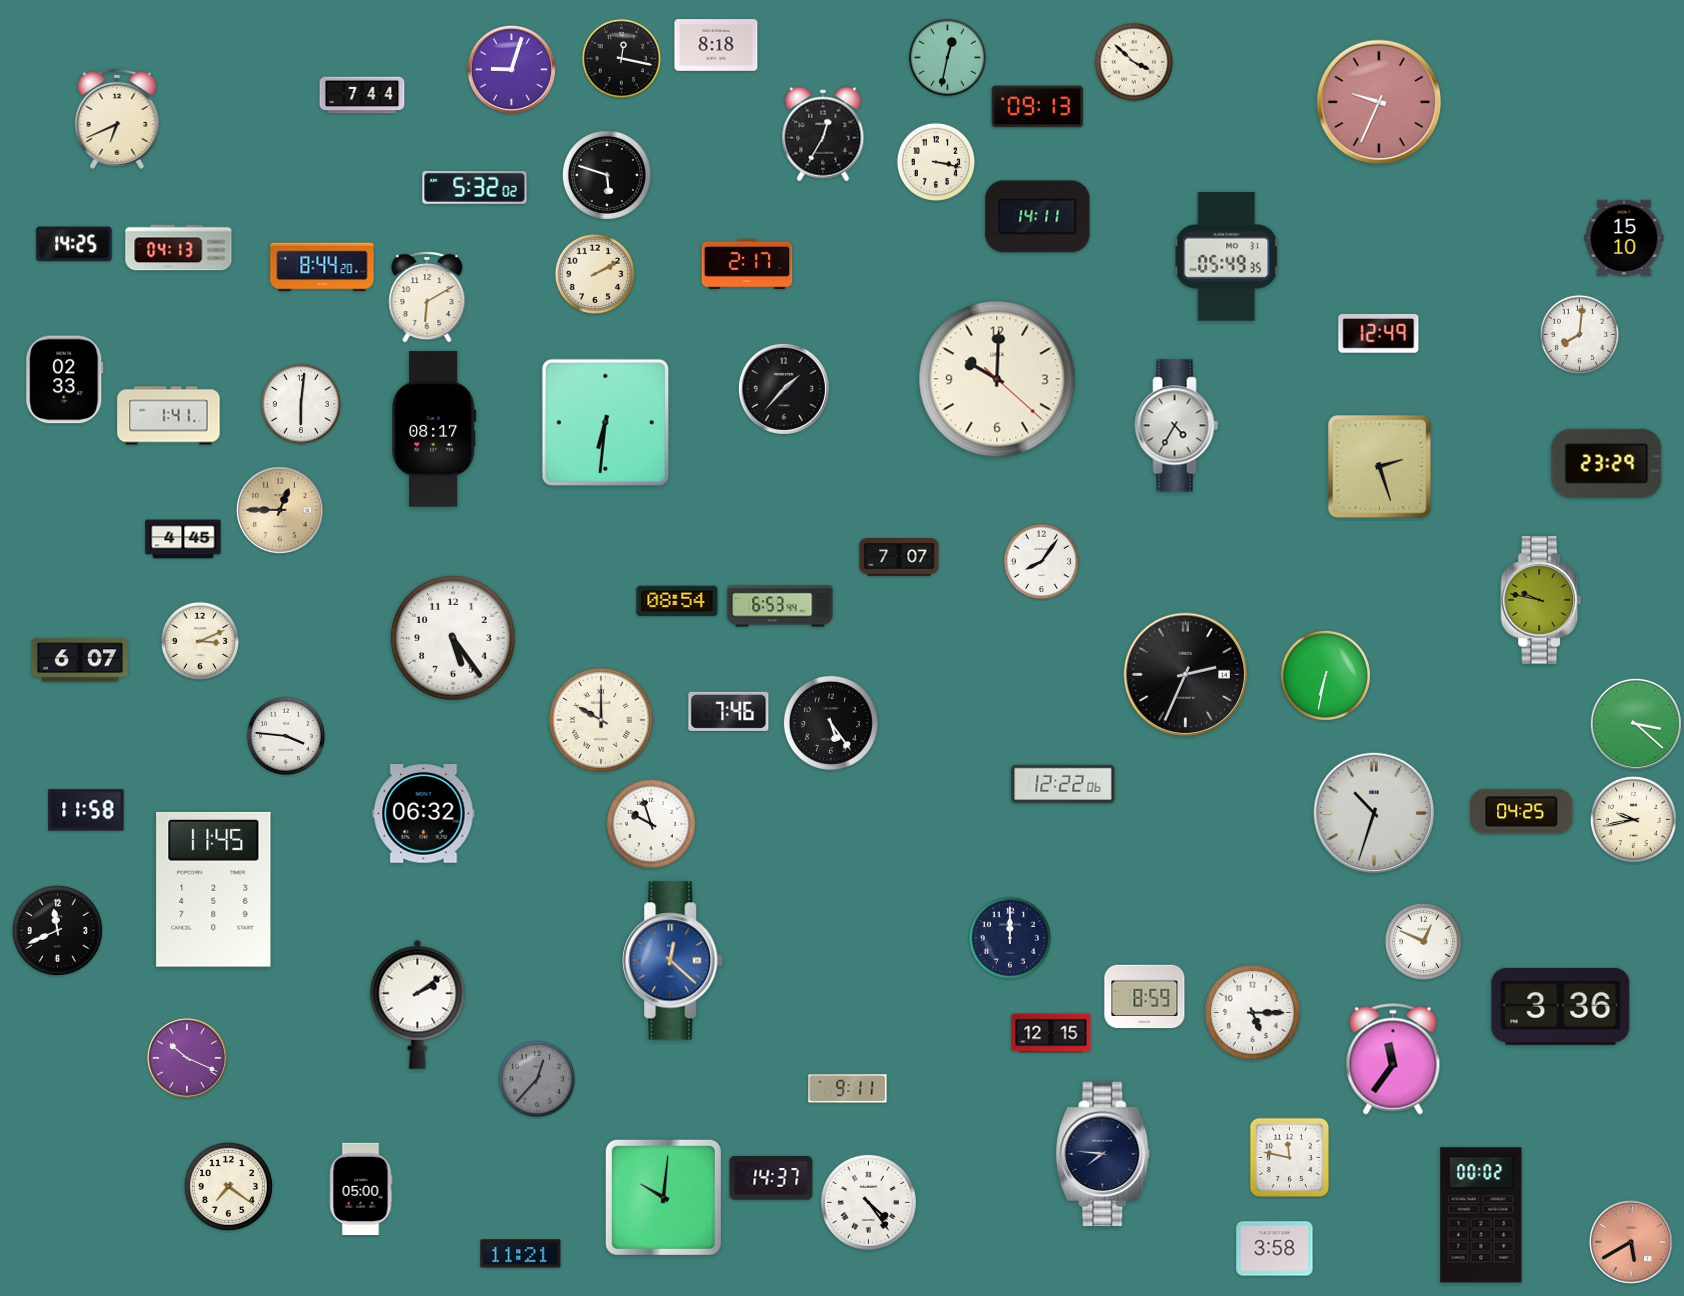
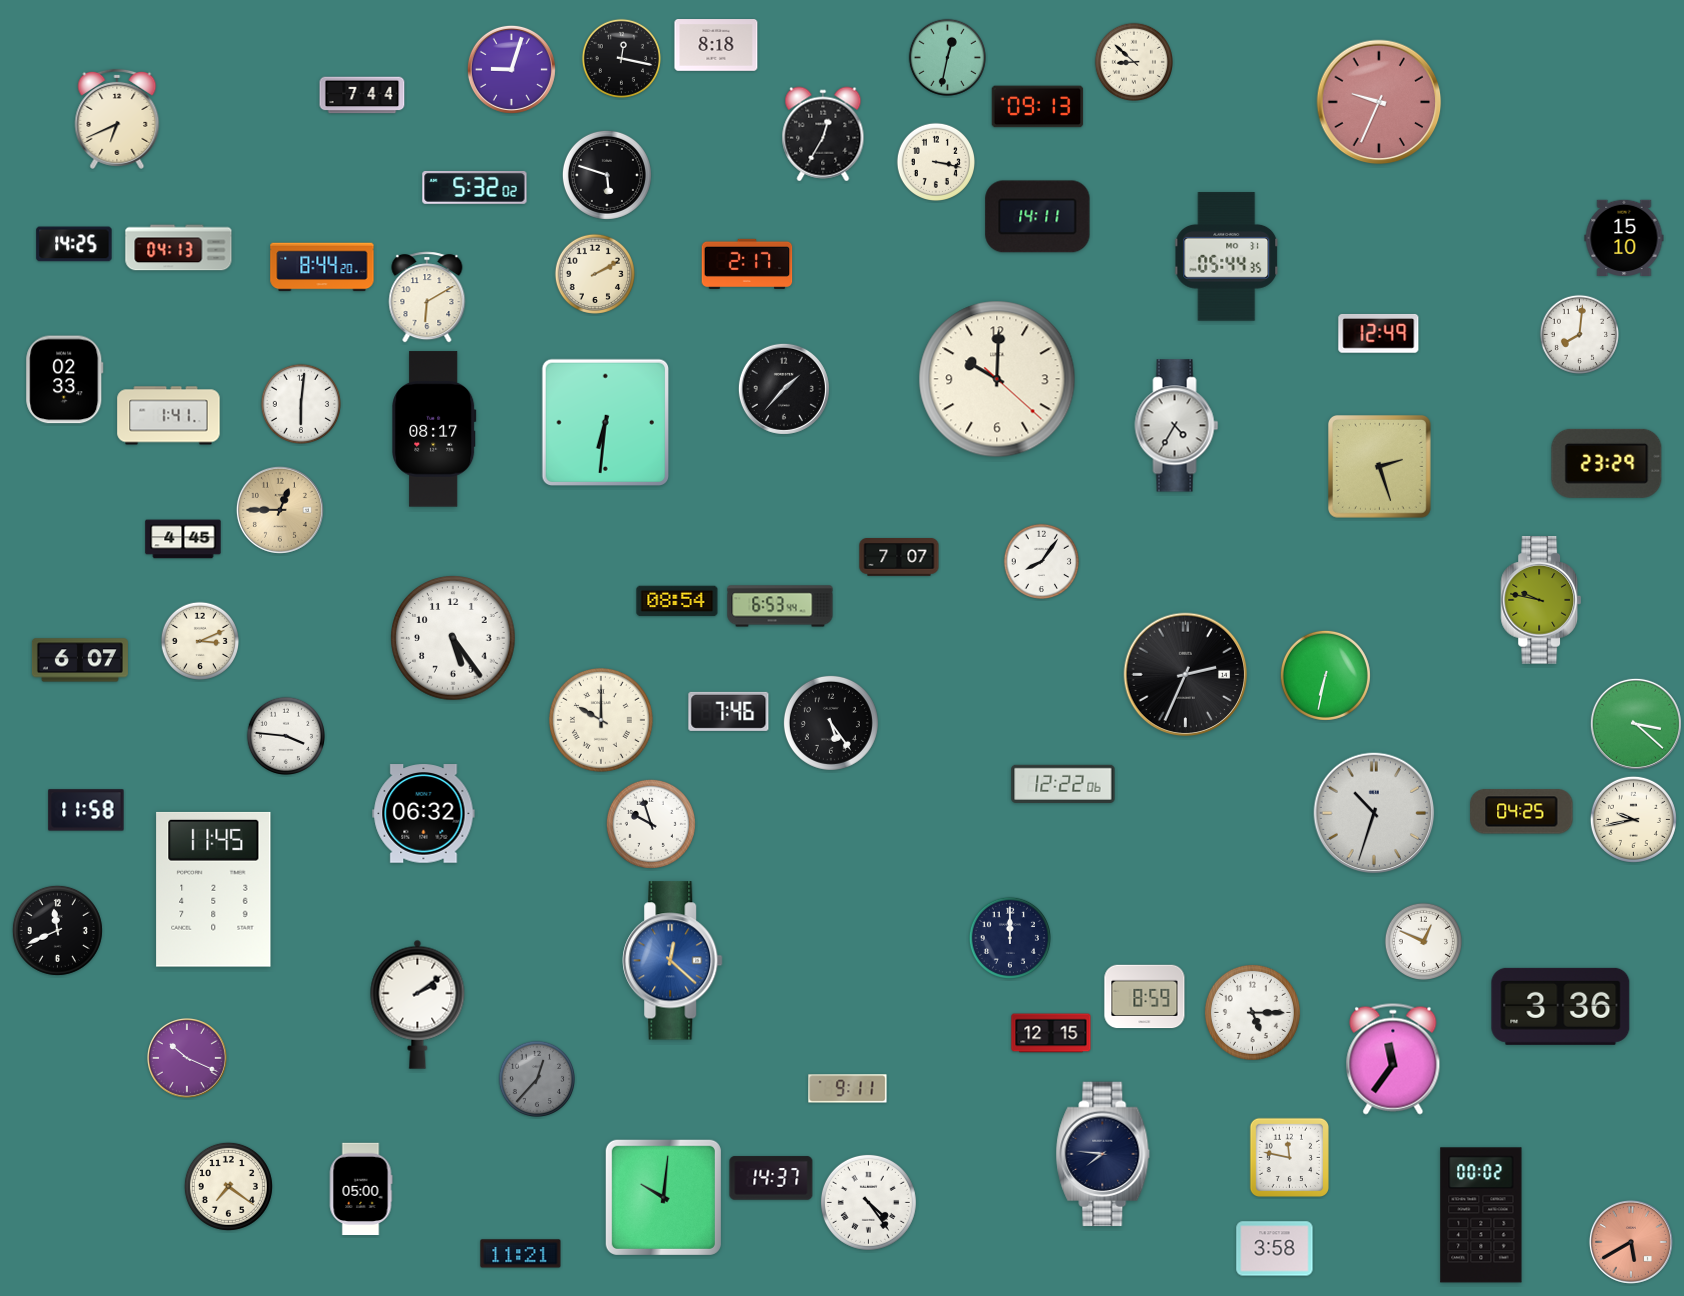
clock at (1133, 61): 3:52 -> 8:52
clock at (1227, 257): 05:49 -> 05:44
